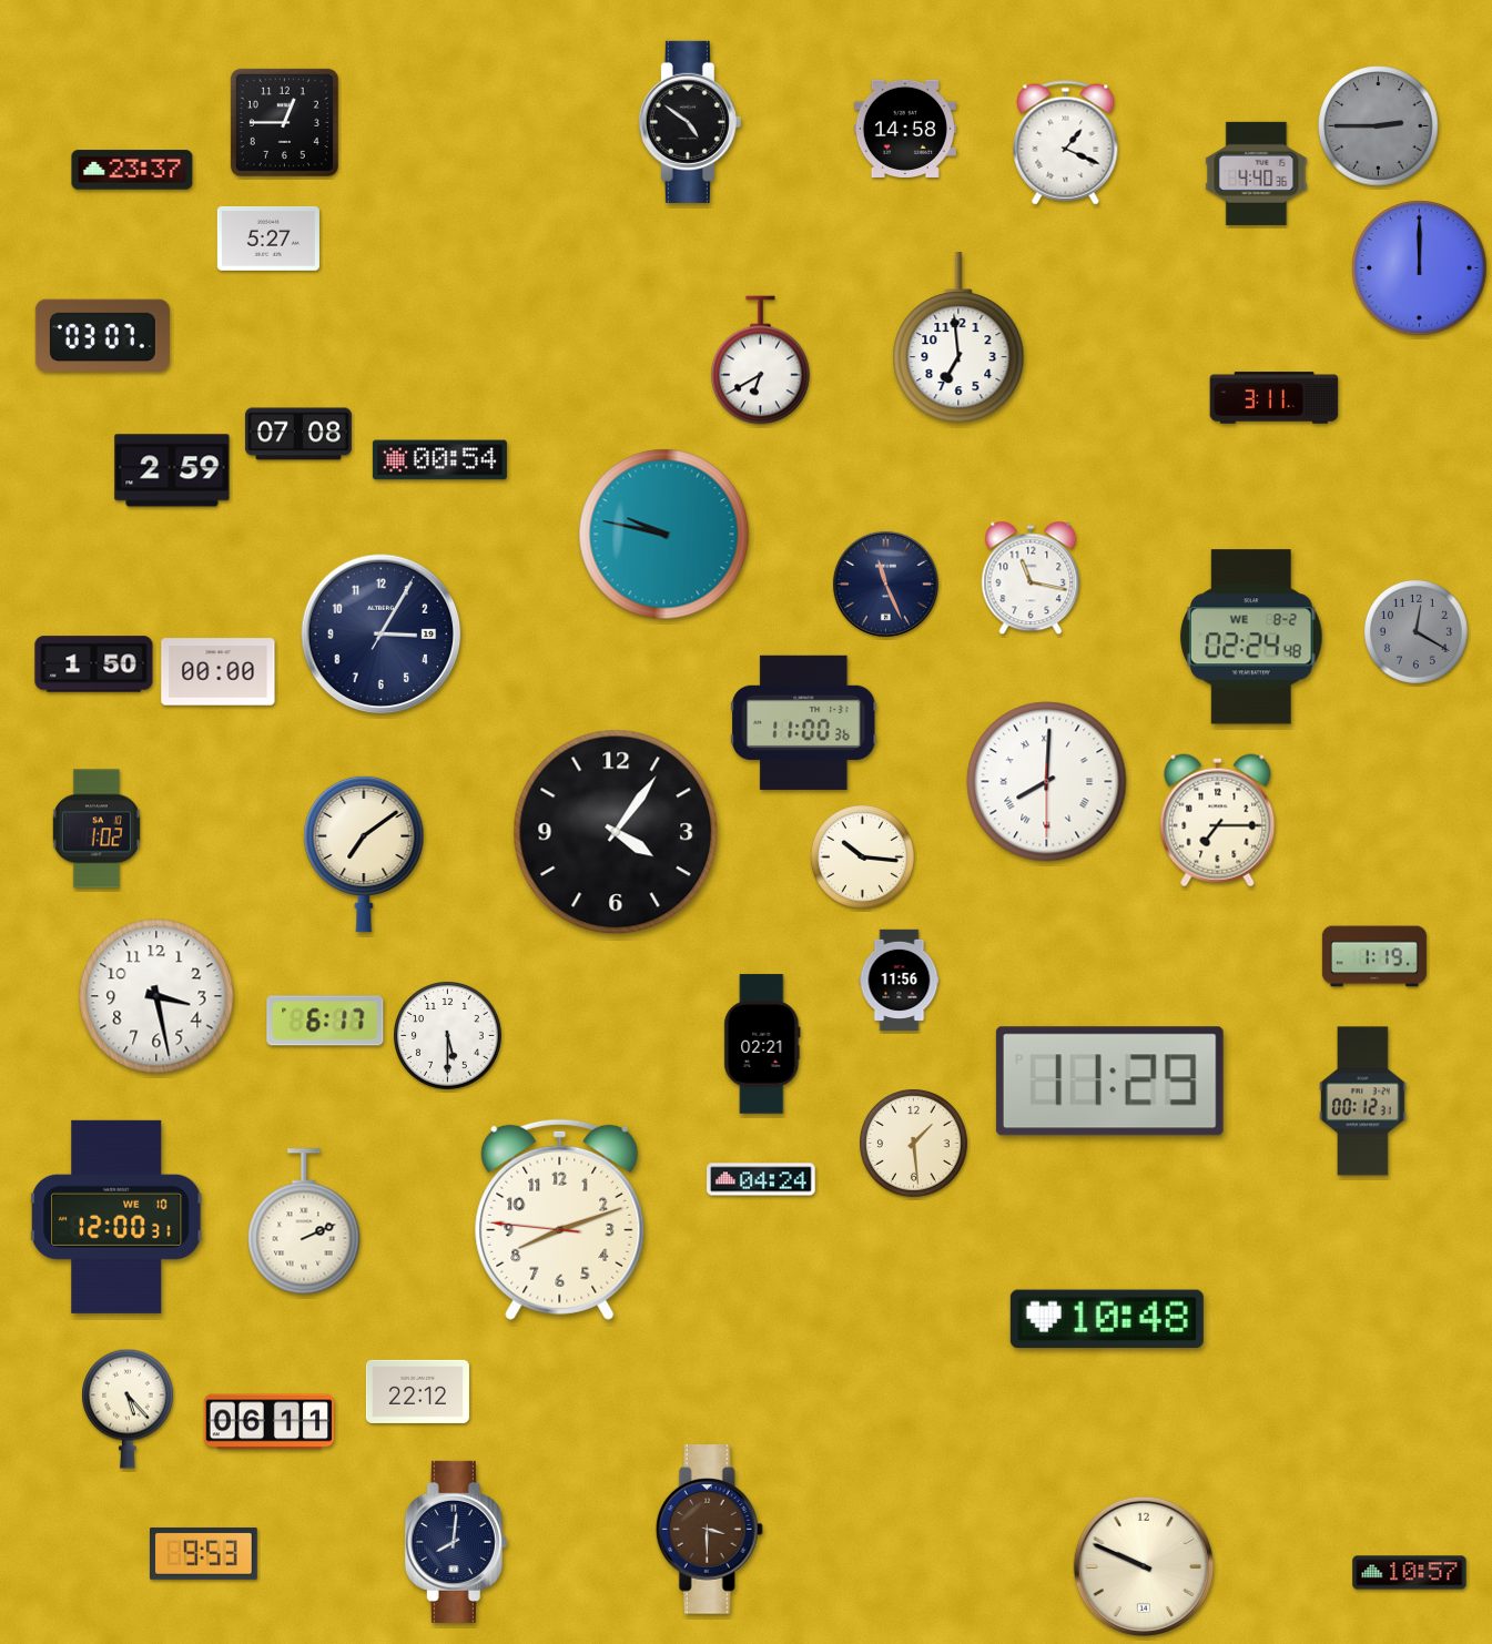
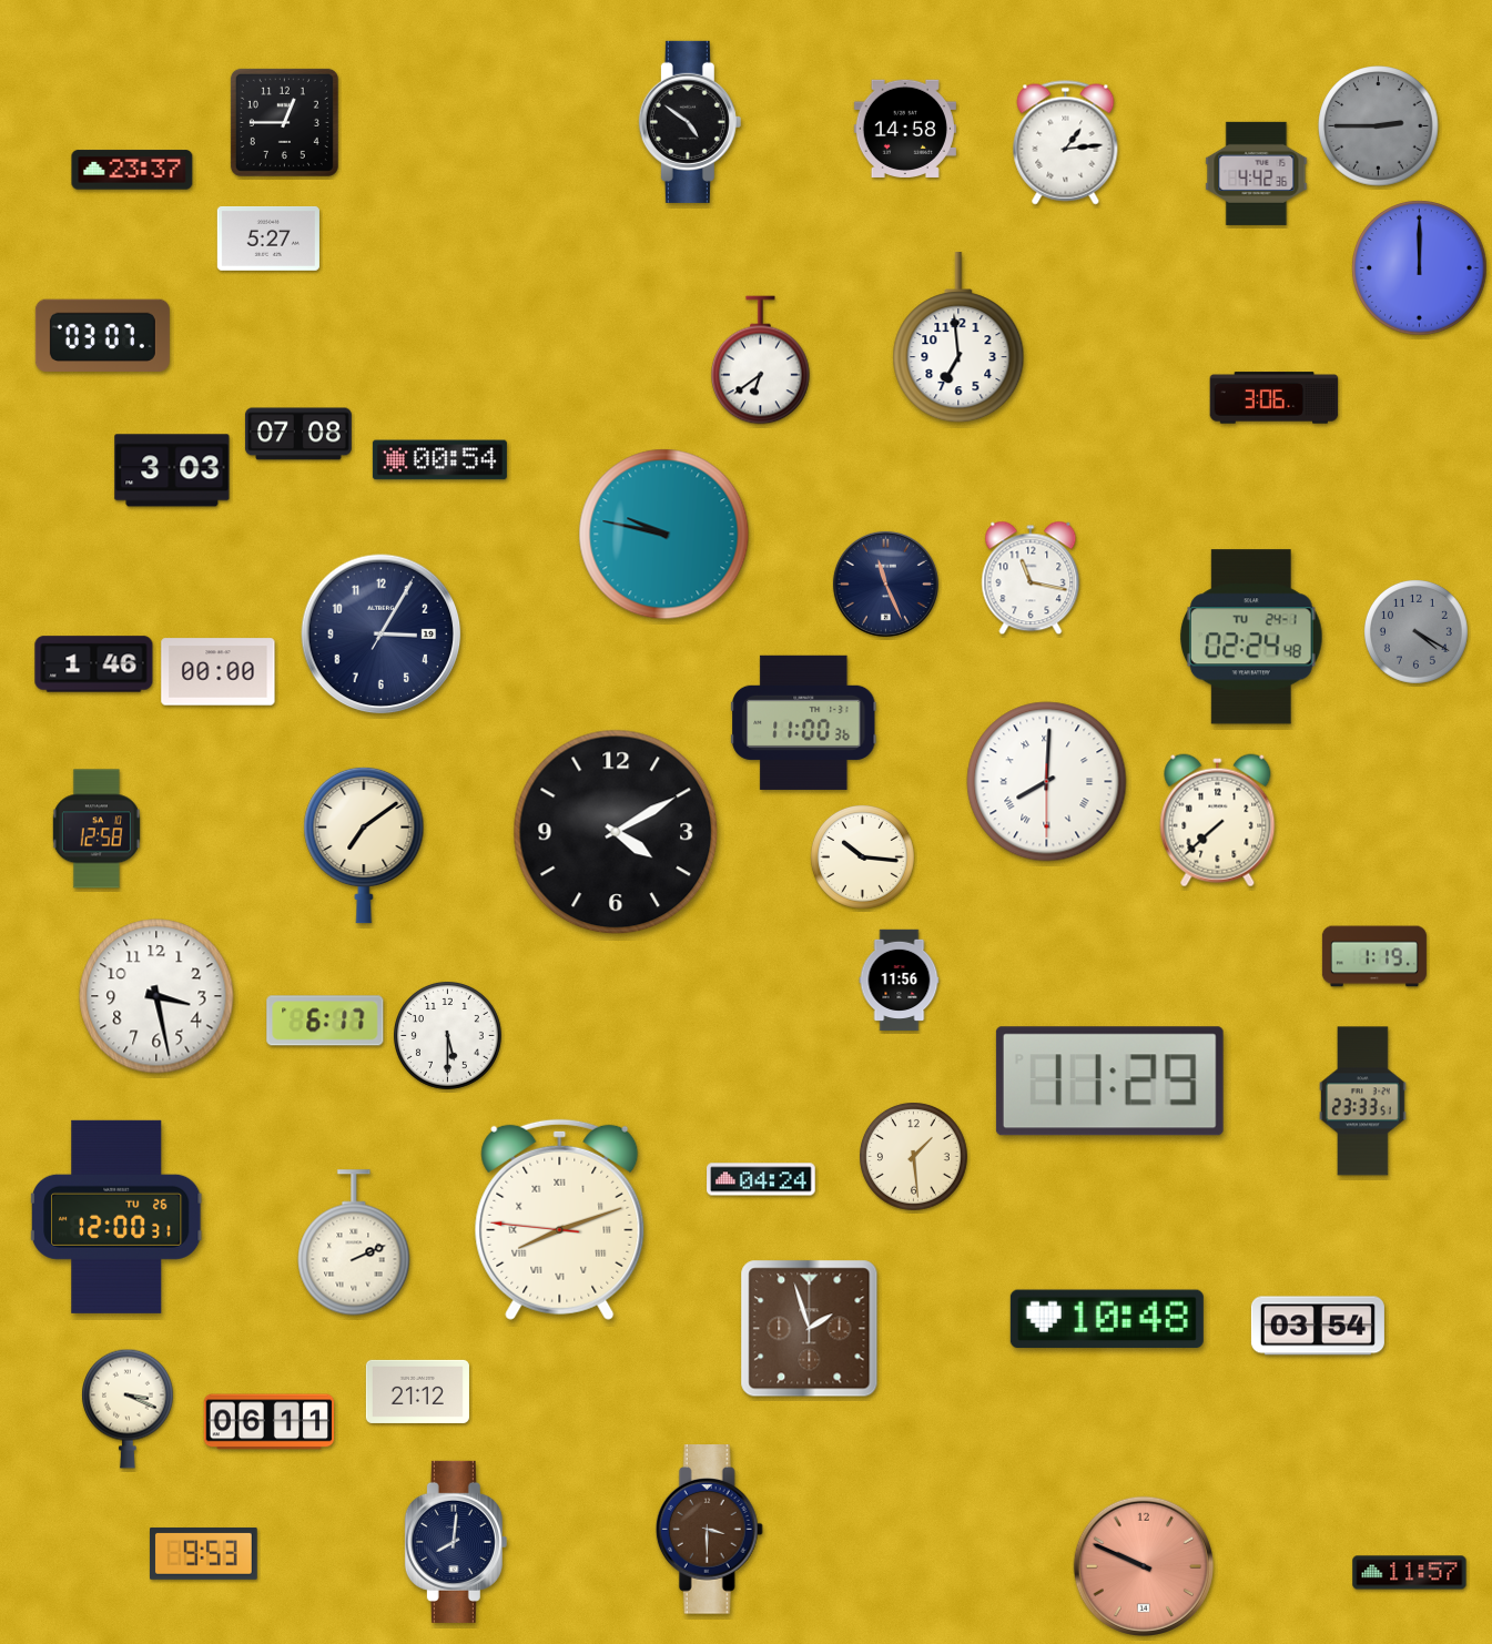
clock at (1066, 143): 1:19 -> 1:14
clock at (1257, 173): 4:40 -> 4:42
clock at (761, 361): 6:40 -> 6:39
clock at (1275, 398): 3:11 -> 3:06
clock at (172, 470): 2:59 -> 3:03
clock at (1415, 631): 12:20 -> 4:20
clock at (1252, 637) date: WE 8-2 -> TU 24-1
clock at (94, 664): 1:50 -> 1:46
clock at (1218, 821): 7:15 -> 7:38
clock at (97, 829): 1:02 -> 12:58
clock at (616, 832): 4:06 -> 4:10
clock at (364, 854) position: (364, 854) -> (364, 845)
clock at (762, 1044): 02:21 -> none
clock at (1363, 1102): 00:12 -> 23:33
clock at (914, 1144) position: (914, 1144) -> (914, 1157)
clock at (118, 1217) date: WE 10 -> TU 26
clock at (560, 1219) numerals: Arabic -> Roman
clock at (304, 1221) position: (304, 1221) -> (354, 1242)
clock at (1318, 1326): none -> 03:54
clock at (810, 1329): none -> 1:57
clock at (417, 1391): 22:12 -> 21:12
clock at (129, 1409): 5:23 -> 3:19
clock at (1143, 1565) dial: cream -> salmon
clock at (1410, 1573): 10:57 -> 11:57
